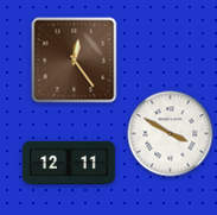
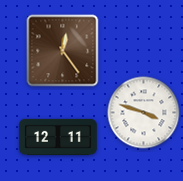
clock at (171, 134): 3:50 -> 3:48
